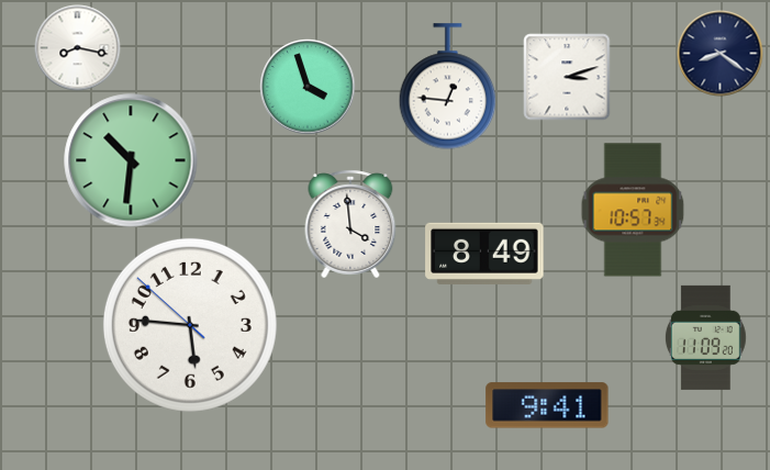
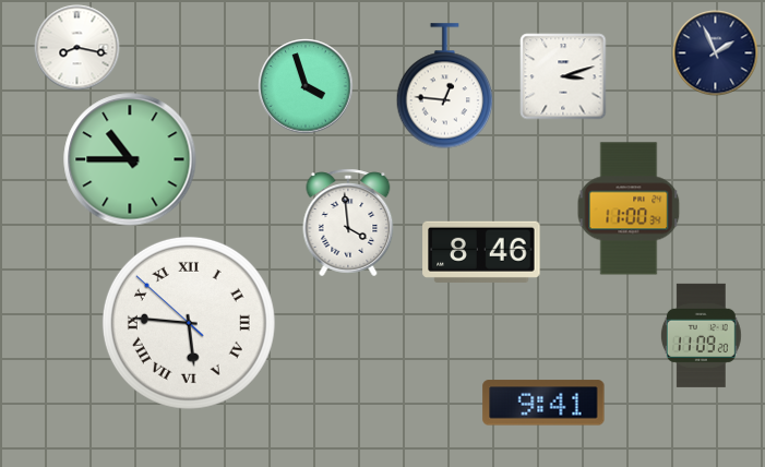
clock at (719, 53): 8:21 -> 1:56
clock at (131, 160): 10:31 -> 10:45
clock at (633, 210): 10:57 -> 11:00
clock at (484, 254): 8:49 -> 8:46
clock at (190, 325) numerals: Arabic -> Roman
